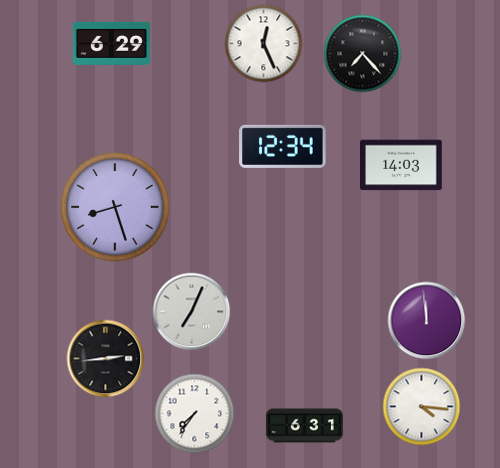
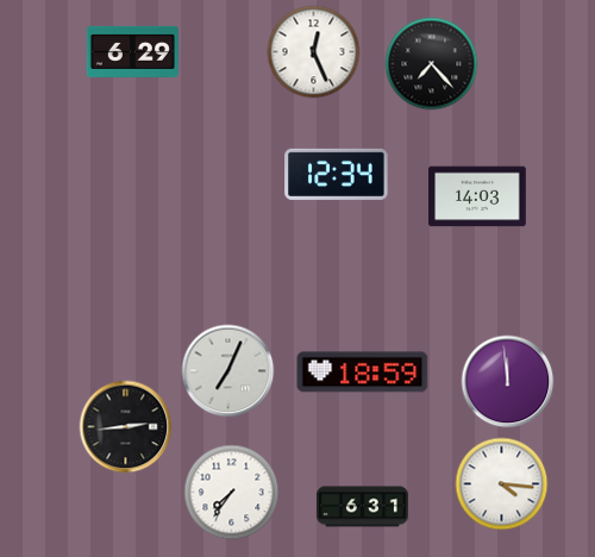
clock at (115, 207): 8:27 -> none
clock at (363, 373): none -> 18:59
